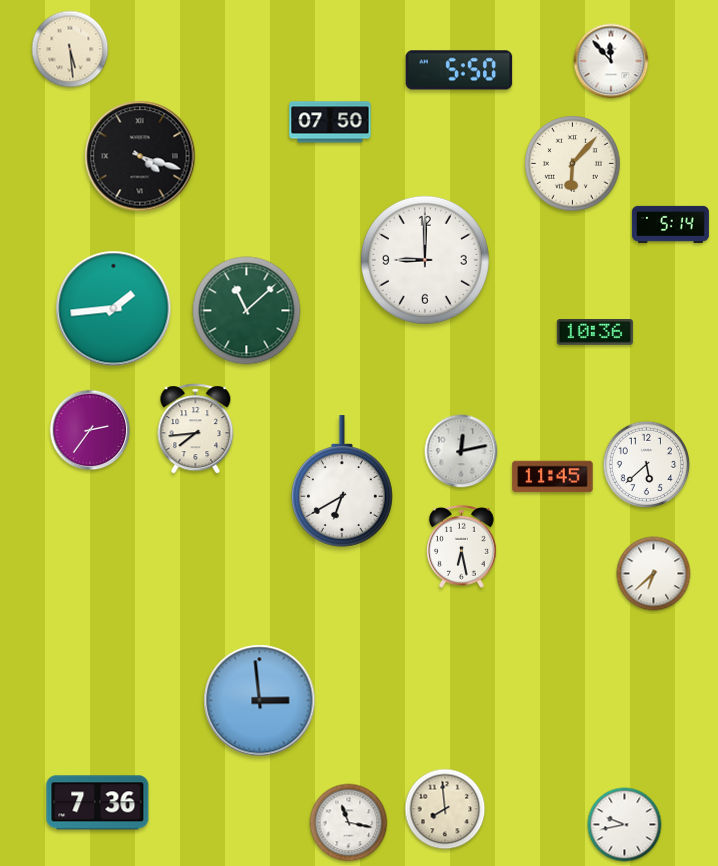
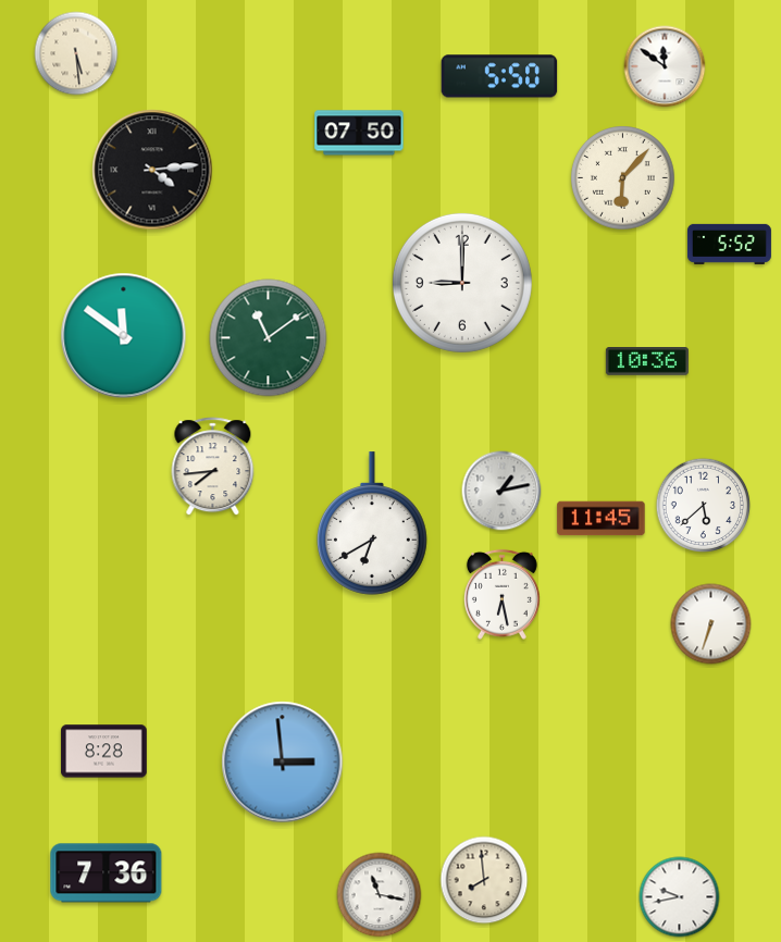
clock at (611, 61): 11:53 -> 11:51
clock at (140, 156): 4:18 -> 4:14
clock at (670, 224): 5:14 -> 5:52
clock at (114, 309): 1:44 -> 11:51
clock at (247, 311): 11:08 -> 11:09
clock at (90, 430): 2:36 -> none
clock at (461, 451): 12:13 -> 1:13
clock at (654, 574): 6:38 -> 6:33
clock at (104, 752): none -> 8:28
